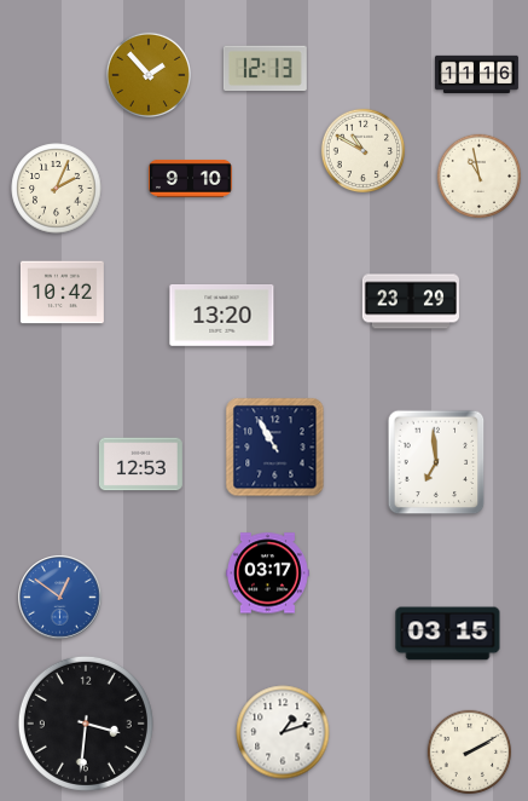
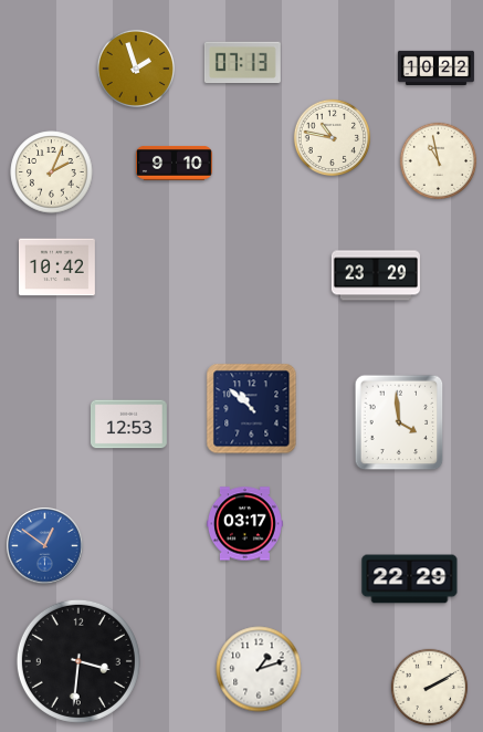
clock at (265, 69): 12:13 -> 07:13
clock at (147, 74): 1:53 -> 1:57
clock at (476, 74): 11:16 -> 10:22
clock at (364, 151): 10:50 -> 10:47
clock at (222, 316): 13:20 -> none
clock at (275, 448): 10:55 -> 10:52
clock at (436, 462): 6:59 -> 3:59
clock at (60, 598) position: (60, 598) -> (45, 546)
clock at (448, 634): 03:15 -> 22:29
